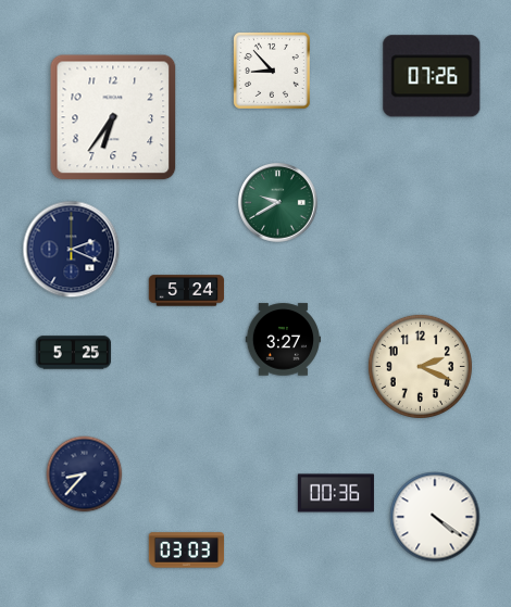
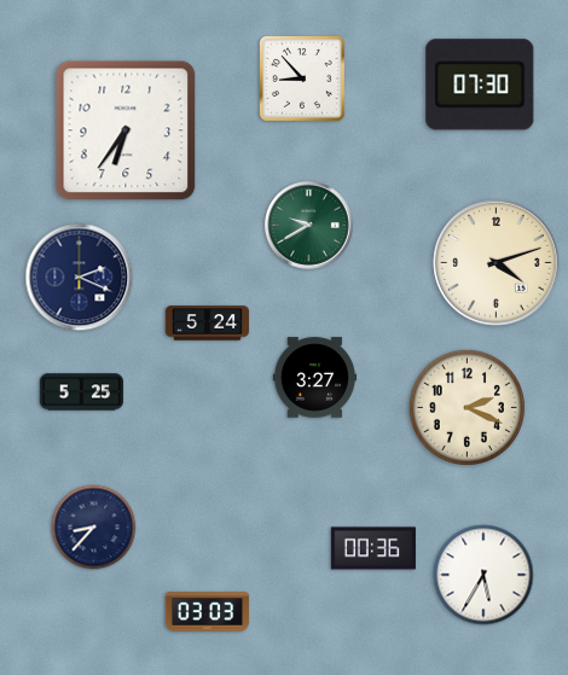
clock at (432, 76): 07:26 -> 07:30
clock at (497, 263): none -> 4:12
clock at (435, 517): 4:21 -> 5:35
